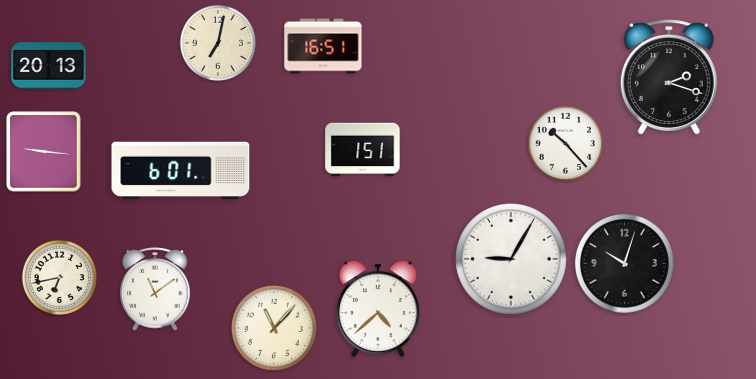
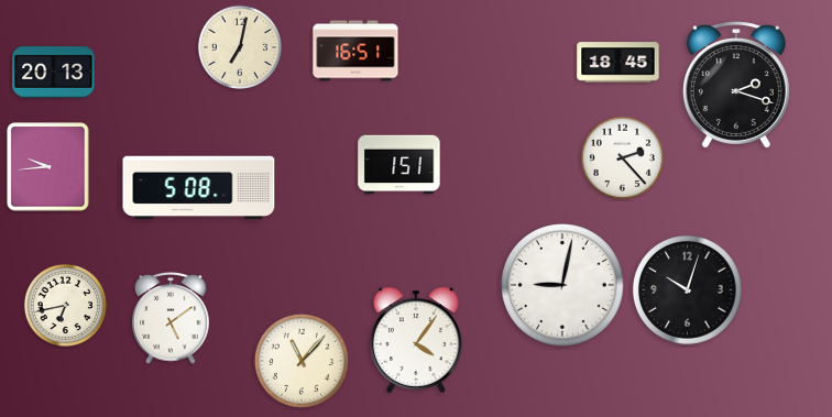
clock at (618, 63): none -> 18:45
clock at (565, 143): 10:23 -> 2:23
clock at (44, 152): 9:16 -> 9:44
clock at (181, 171): 6:01 -> 5:08
clock at (511, 259): 9:05 -> 9:02
clock at (155, 290): 11:09 -> 5:09
clock at (378, 309): 4:38 -> 4:06
